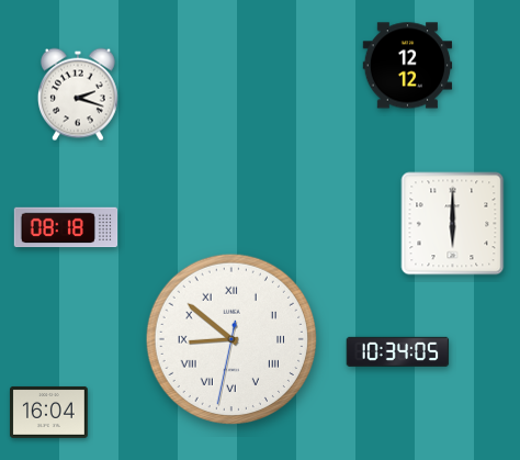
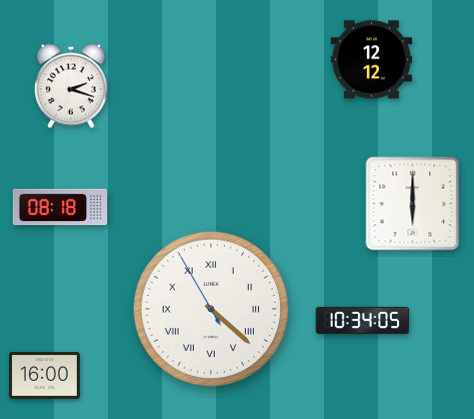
clock at (230, 338): 8:51 -> 4:21
clock at (49, 413): 16:04 -> 16:00
